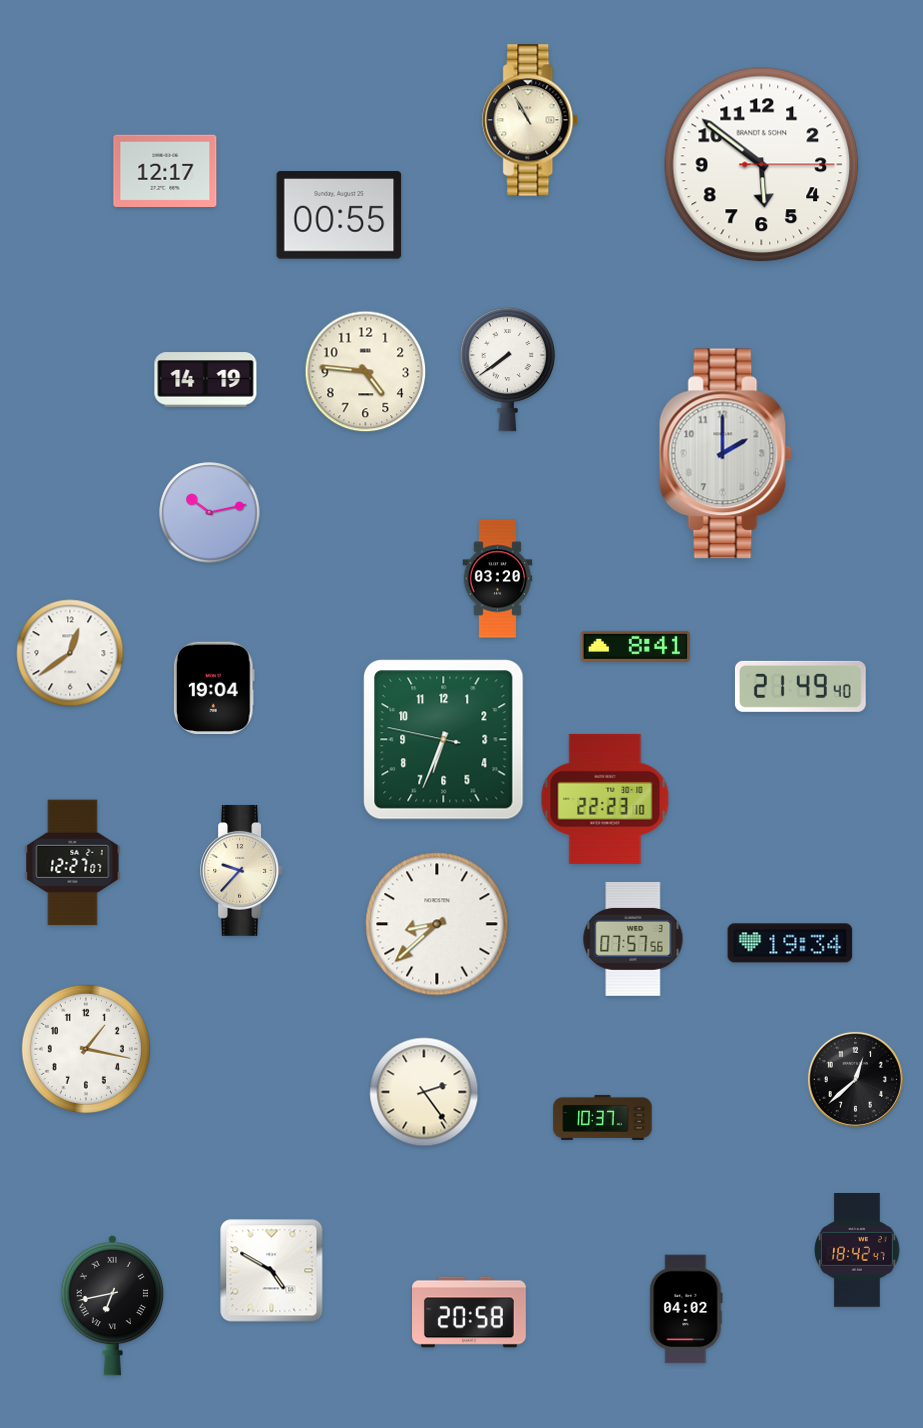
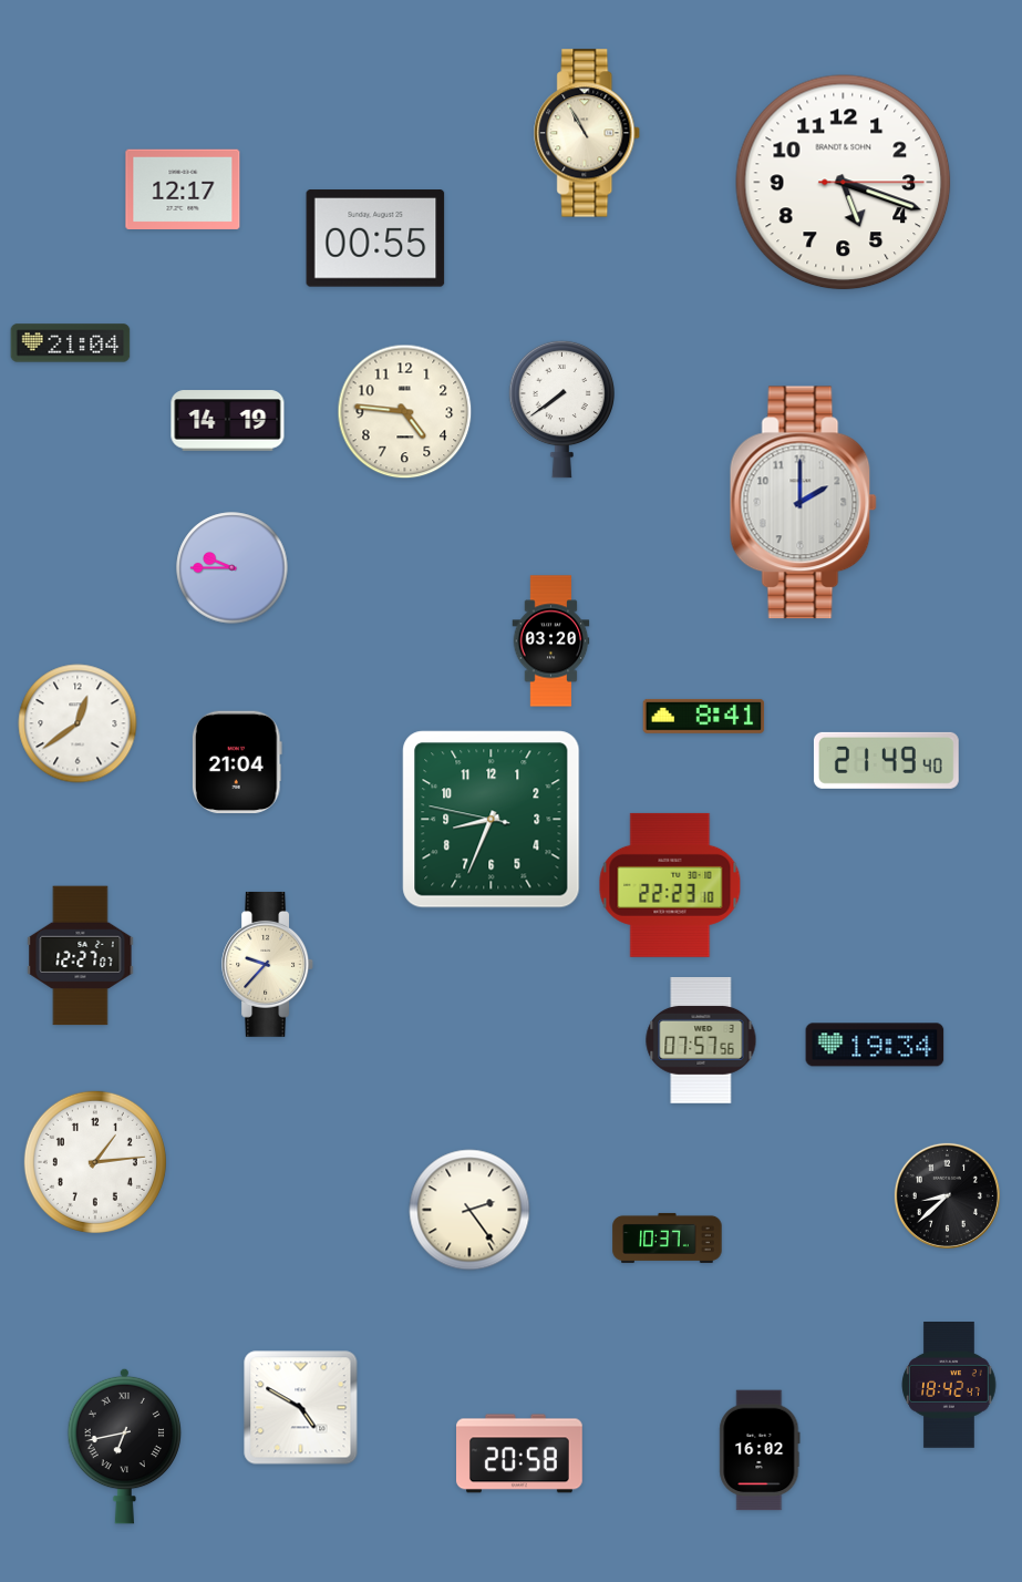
clock at (762, 165): 5:51 -> 5:18
clock at (71, 343): none -> 21:04
clock at (210, 513): 10:13 -> 9:45
clock at (214, 688): 19:04 -> 21:04
clock at (444, 740): 6:33 -> 8:33
clock at (437, 924): 8:38 -> none
clock at (86, 1049): 1:17 -> 1:14
clock at (855, 1079): 12:38 -> 8:38
clock at (686, 1309): 04:02 -> 16:02
